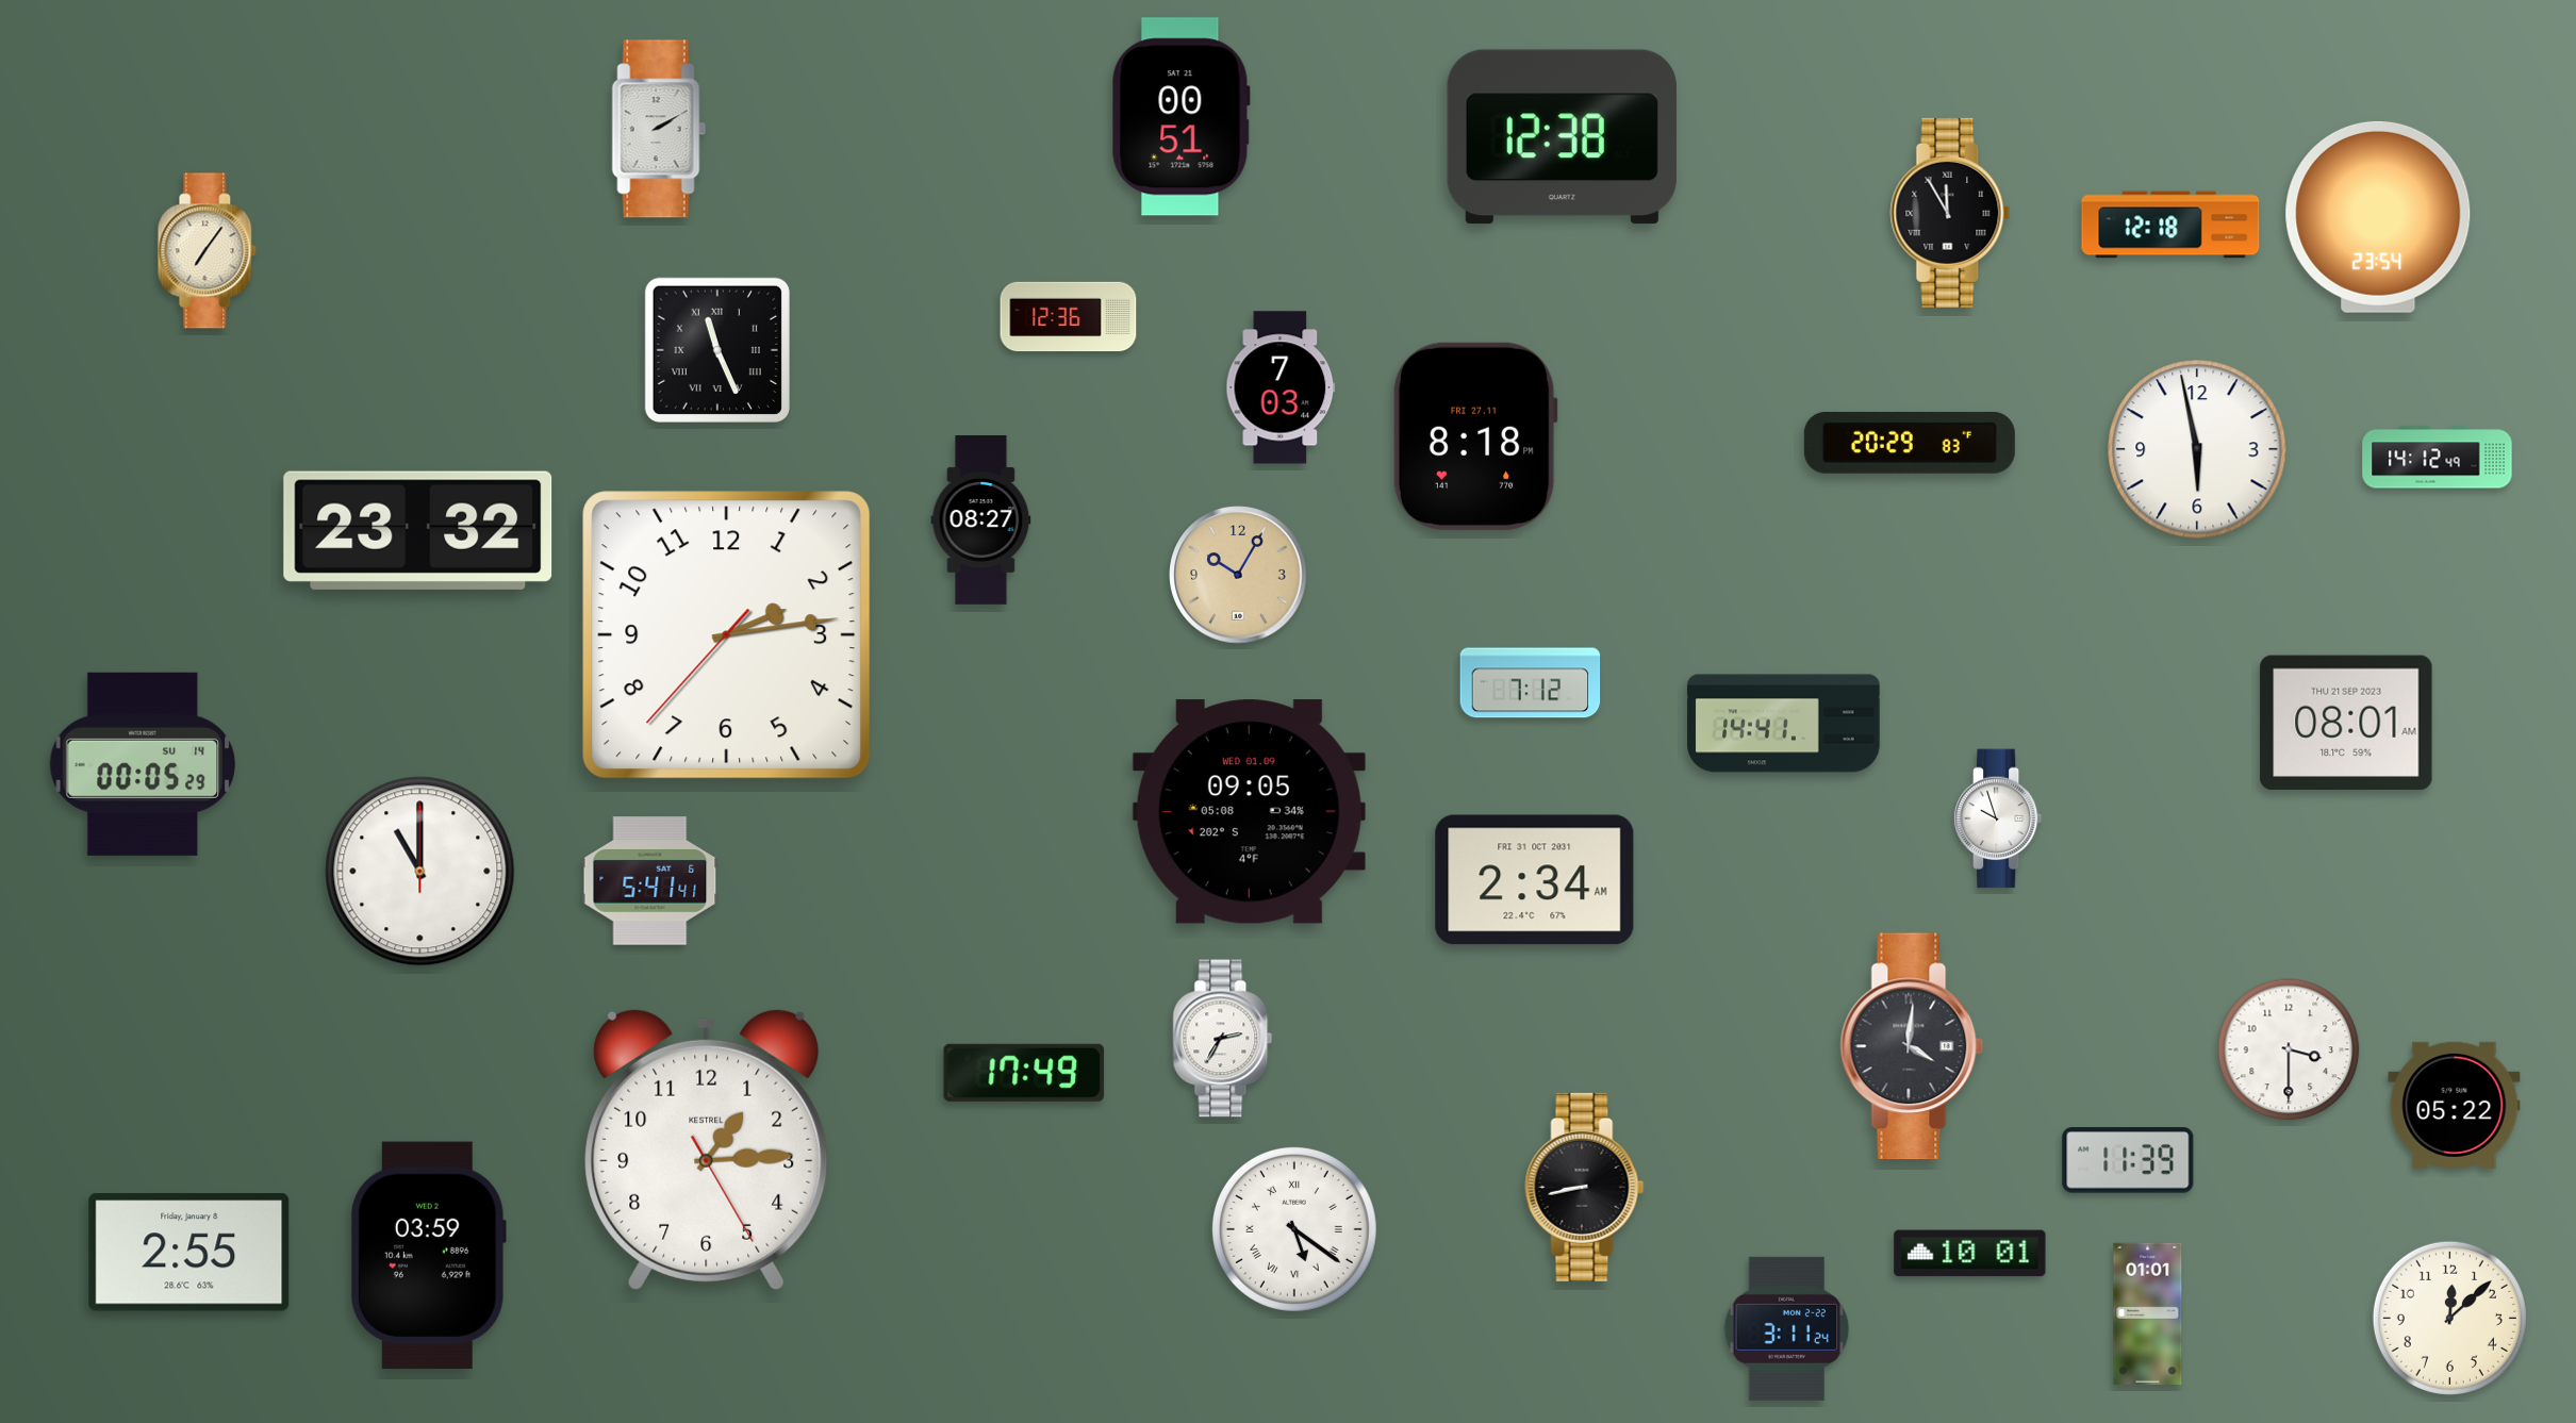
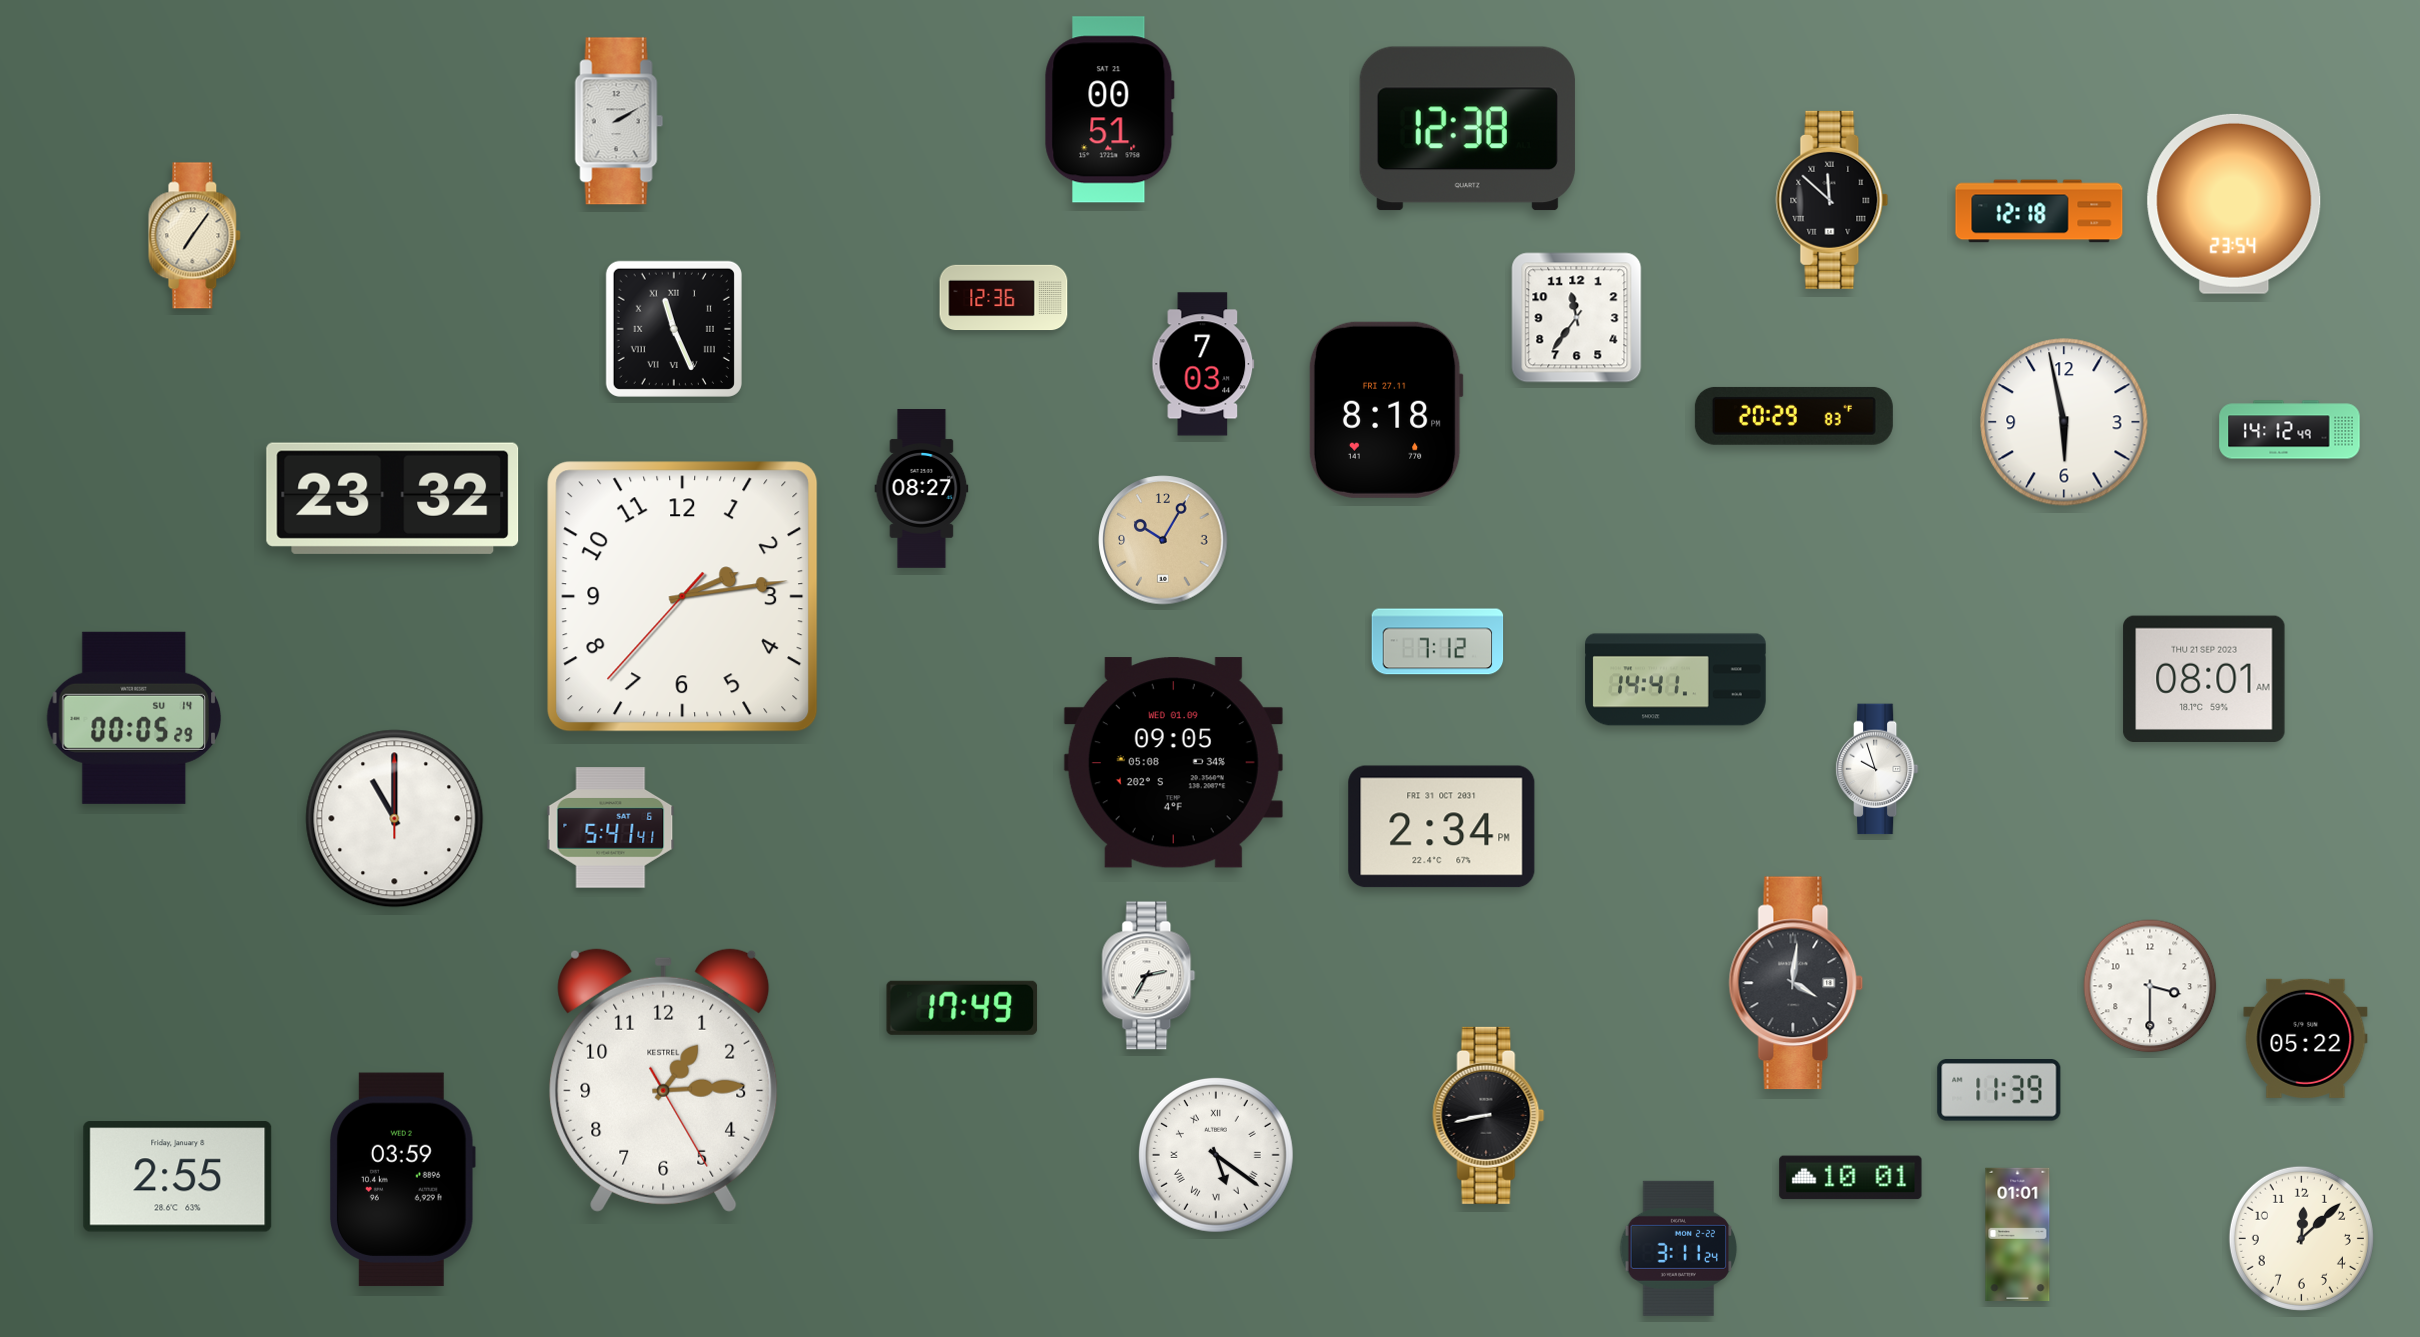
clock at (1950, 213): 11:55 -> 11:52
clock at (1577, 318): none -> 11:36
clock at (1535, 880): 2:34 AM -> 2:34 PM
